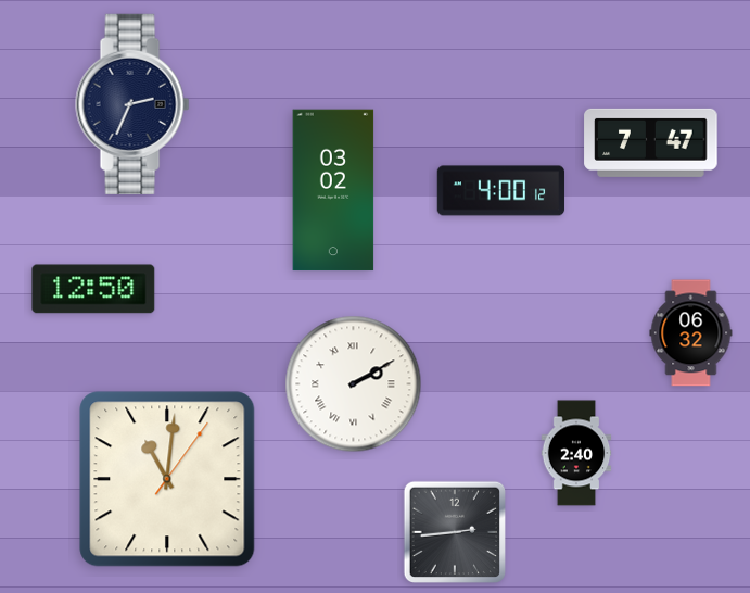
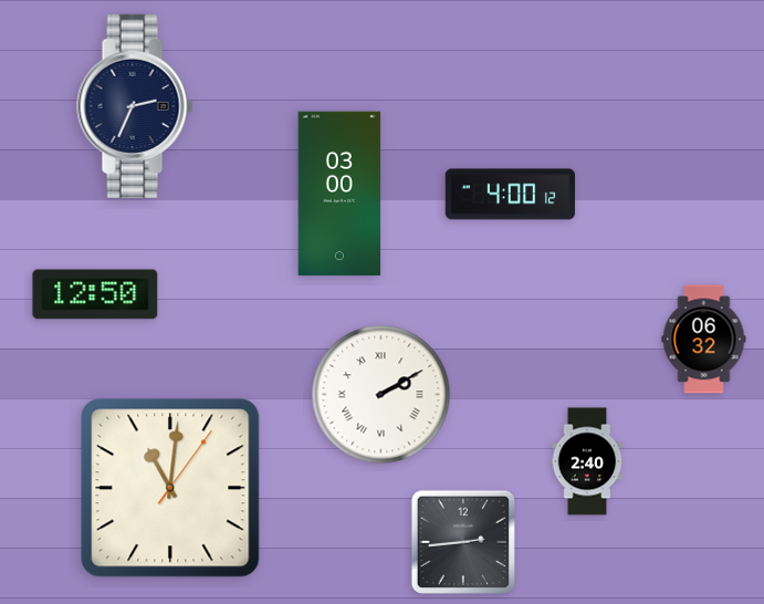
clock at (651, 142): 7:47 -> none
clock at (333, 190): 03:02 -> 03:00
clock at (354, 384) position: (354, 384) -> (381, 395)
